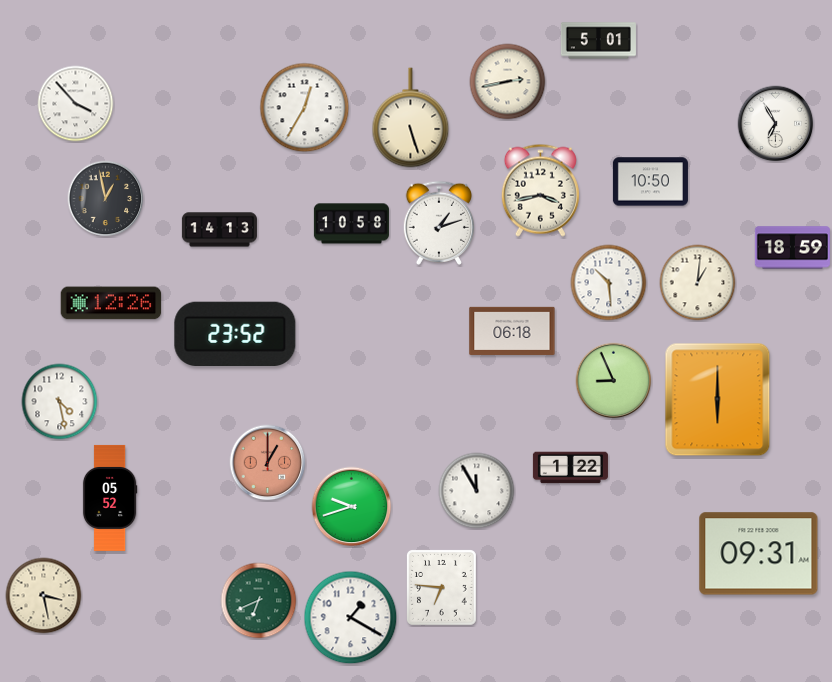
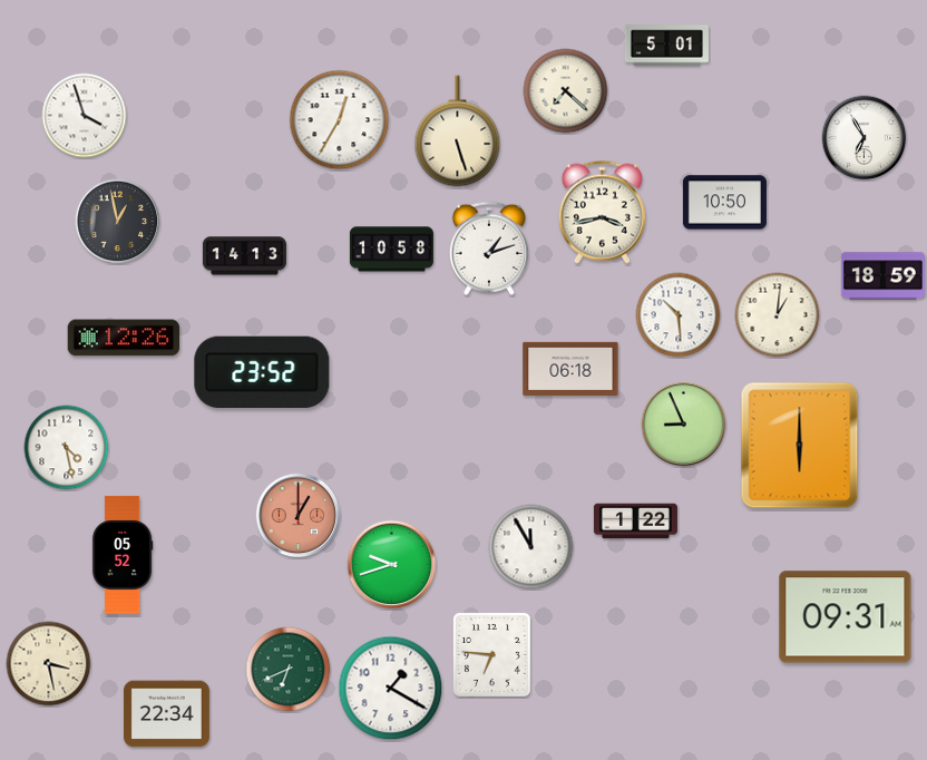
clock at (508, 82): 2:43 -> 7:22
clock at (76, 104): 3:53 -> 3:57
clock at (166, 714): none -> 22:34
